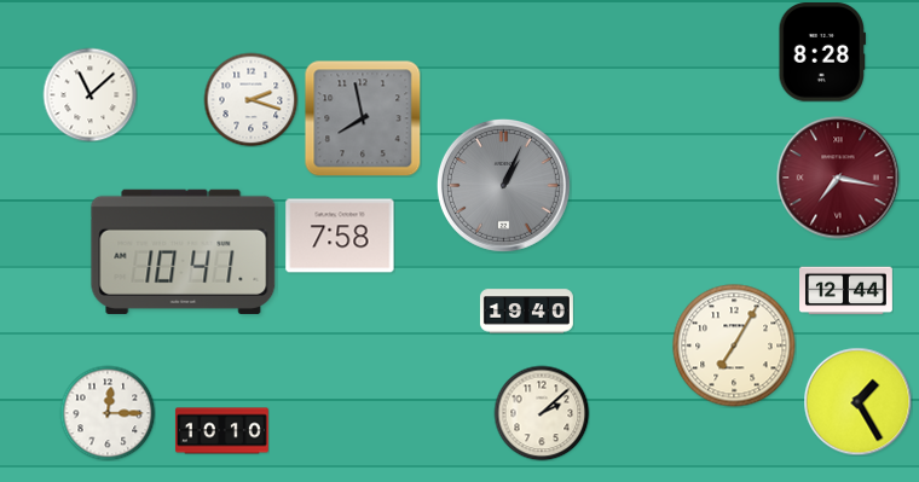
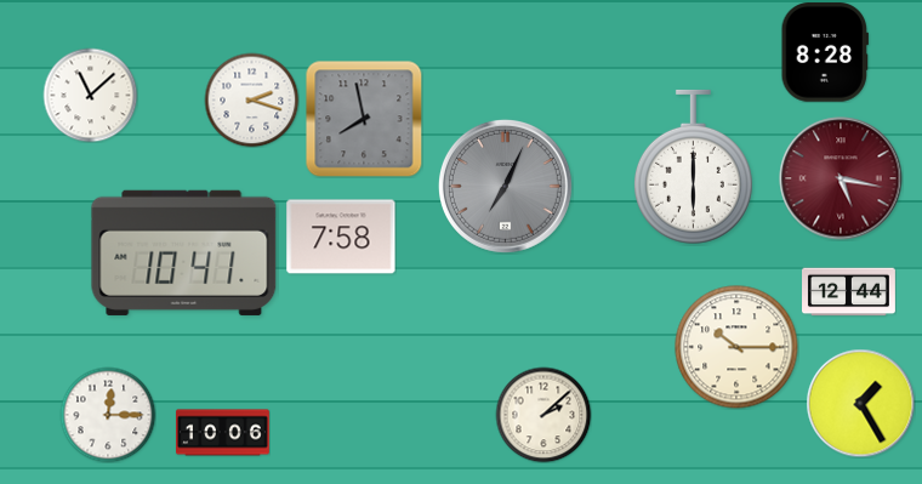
clock at (693, 167): none -> 6:00
clock at (838, 178): 7:17 -> 5:17
clock at (503, 185): 1:04 -> 7:04
clock at (526, 312): 19:40 -> none
clock at (734, 345): 7:05 -> 10:15
clock at (221, 431): 10:10 -> 10:06
